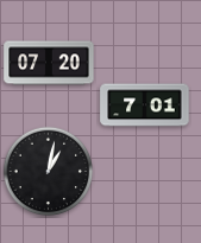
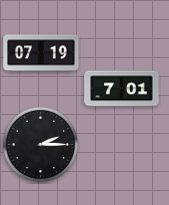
clock at (49, 63): 07:20 -> 07:19
clock at (49, 172): 1:02 -> 2:15
